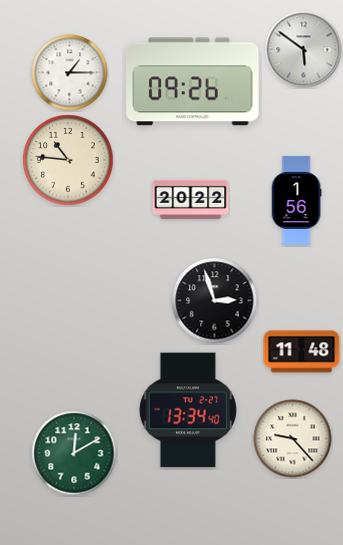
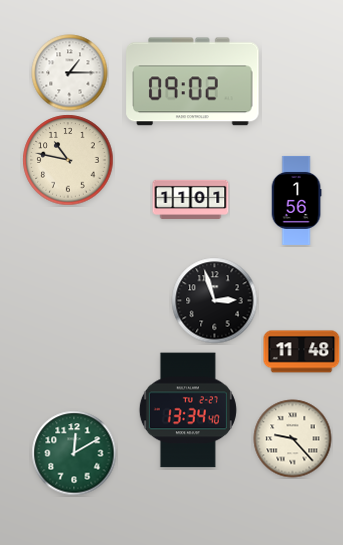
clock at (304, 50): 5:51 -> none
clock at (193, 82): 09:26 -> 09:02
clock at (68, 160): 10:46 -> 10:47
clock at (191, 199): 20:22 -> 11:01
